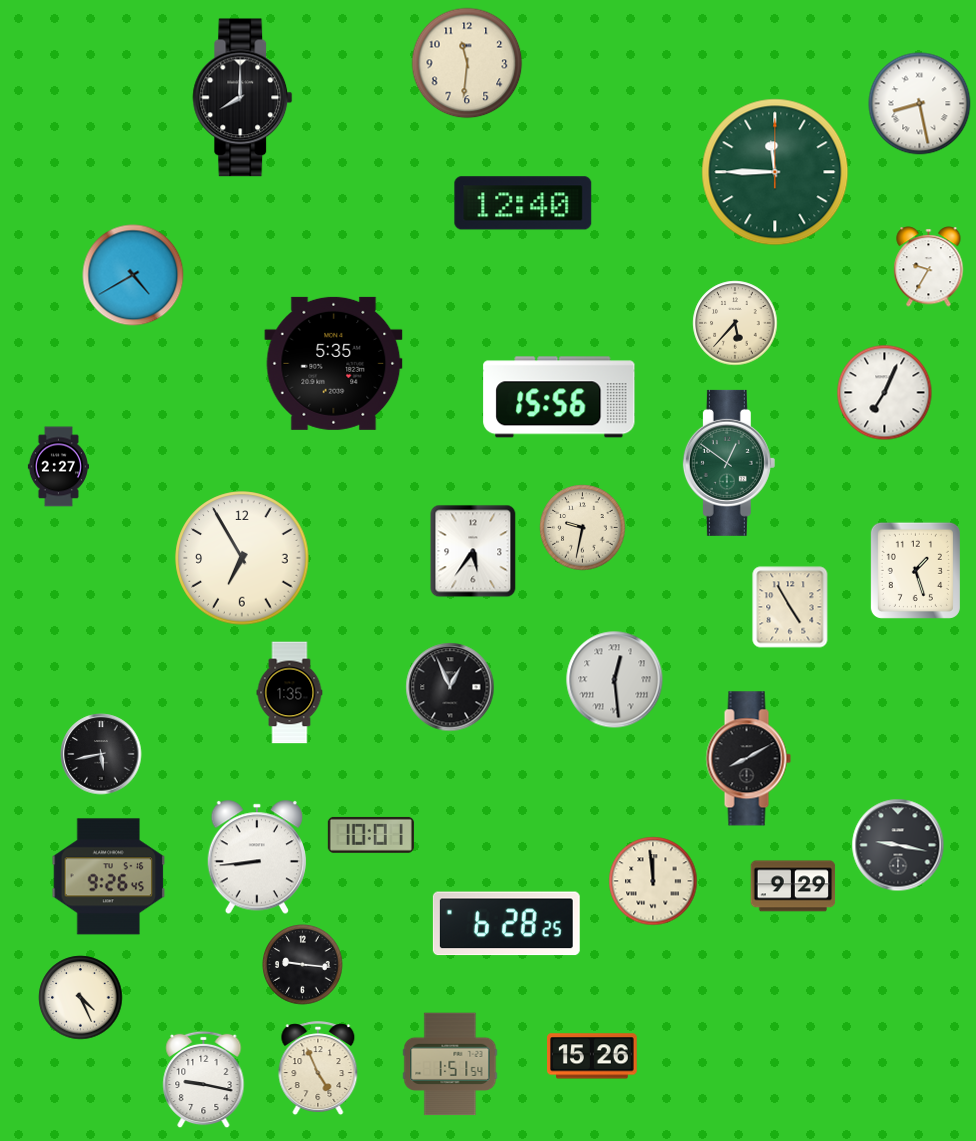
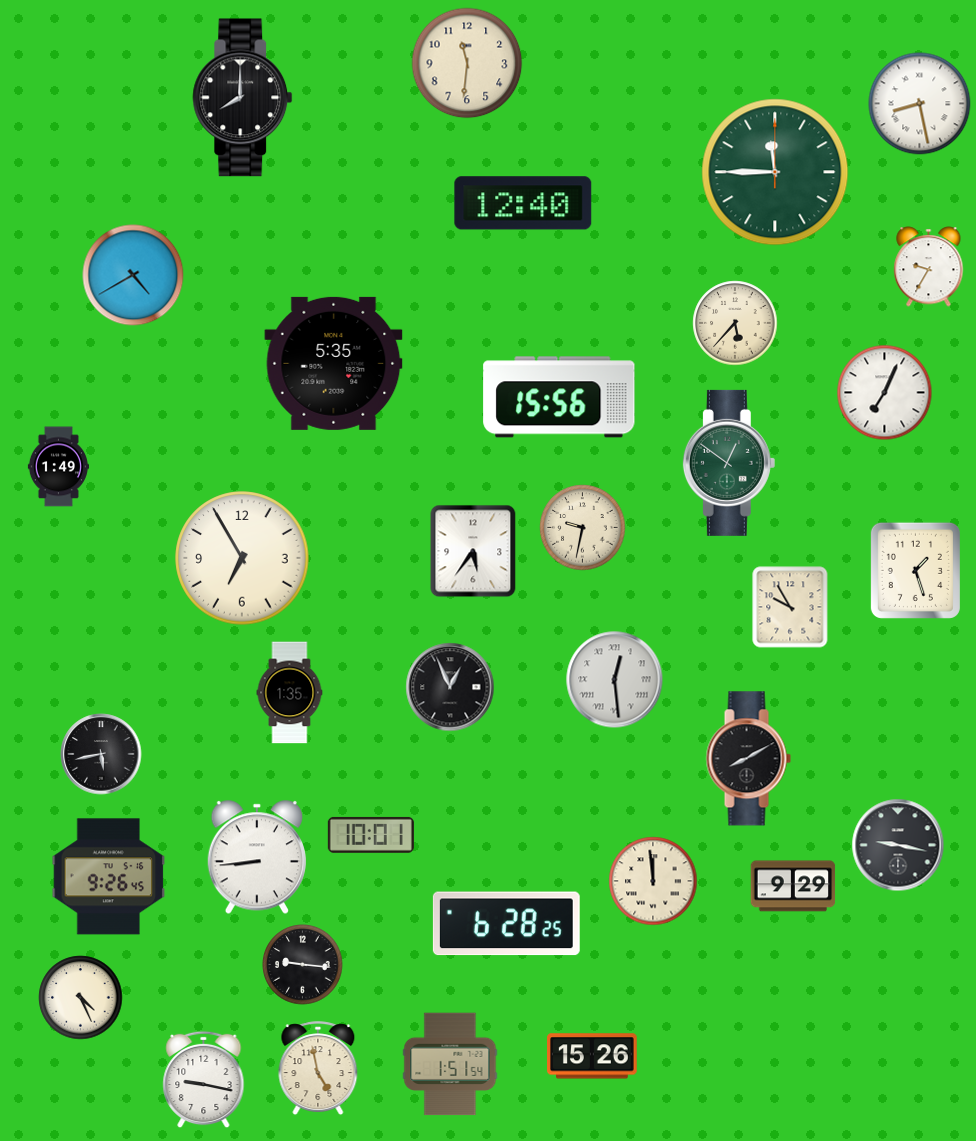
clock at (58, 467): 2:27 -> 1:49
clock at (790, 607): 4:55 -> 9:55
clock at (318, 1069): 4:56 -> 4:58
